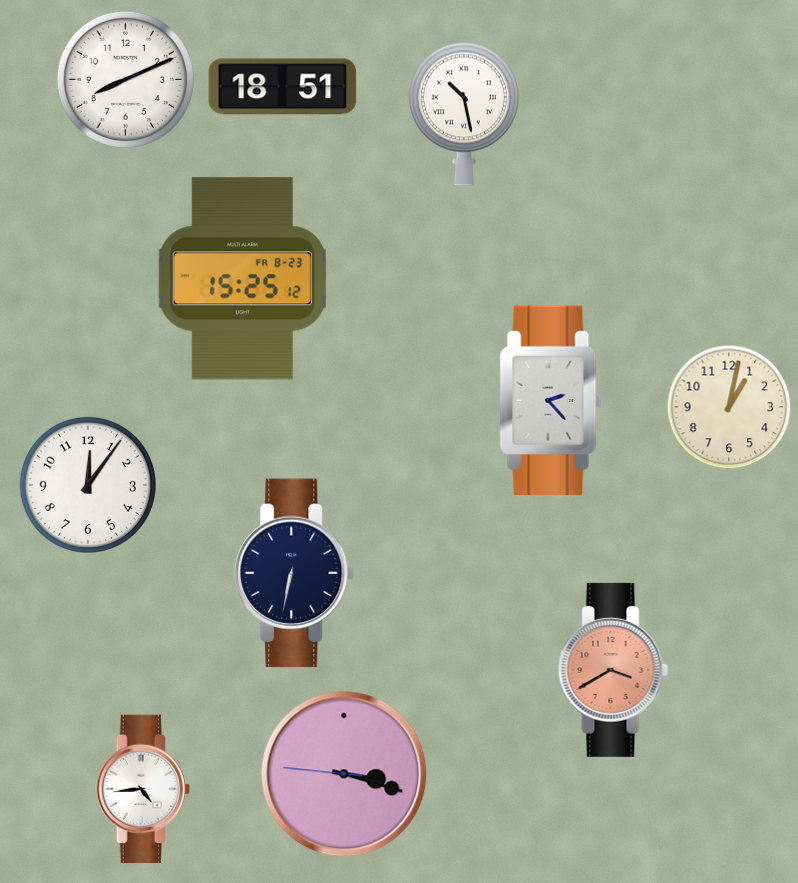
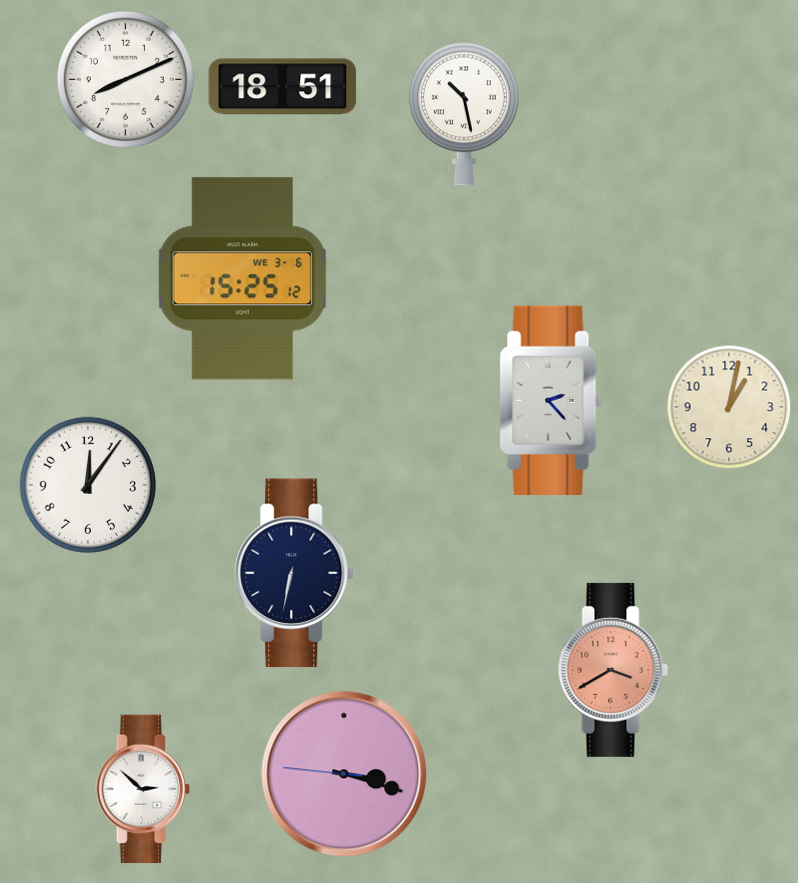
clock at (242, 279) date: FR 8-23 -> WE 3-6
clock at (143, 789): 4:44 -> 2:52
